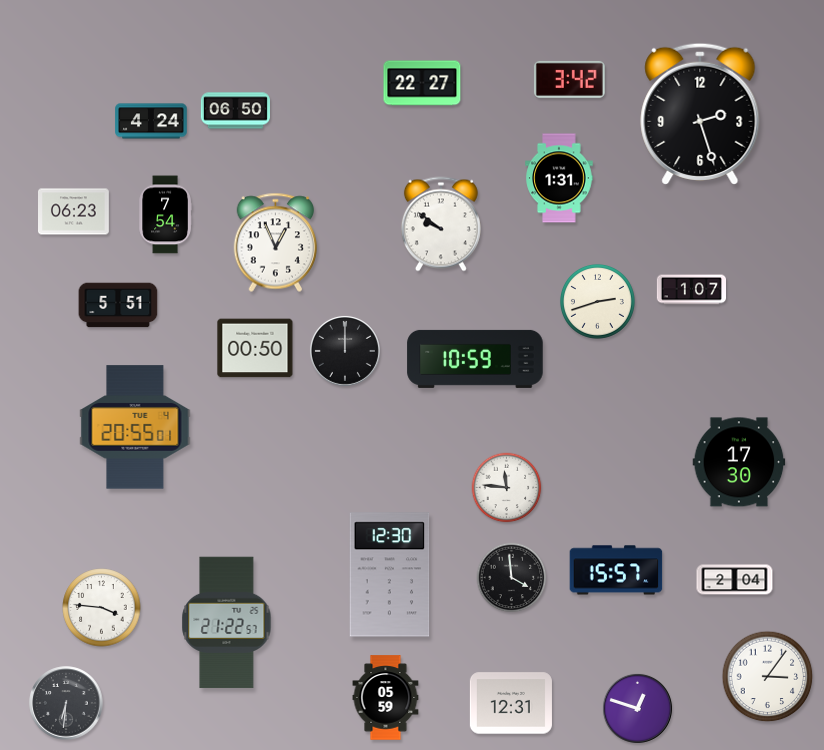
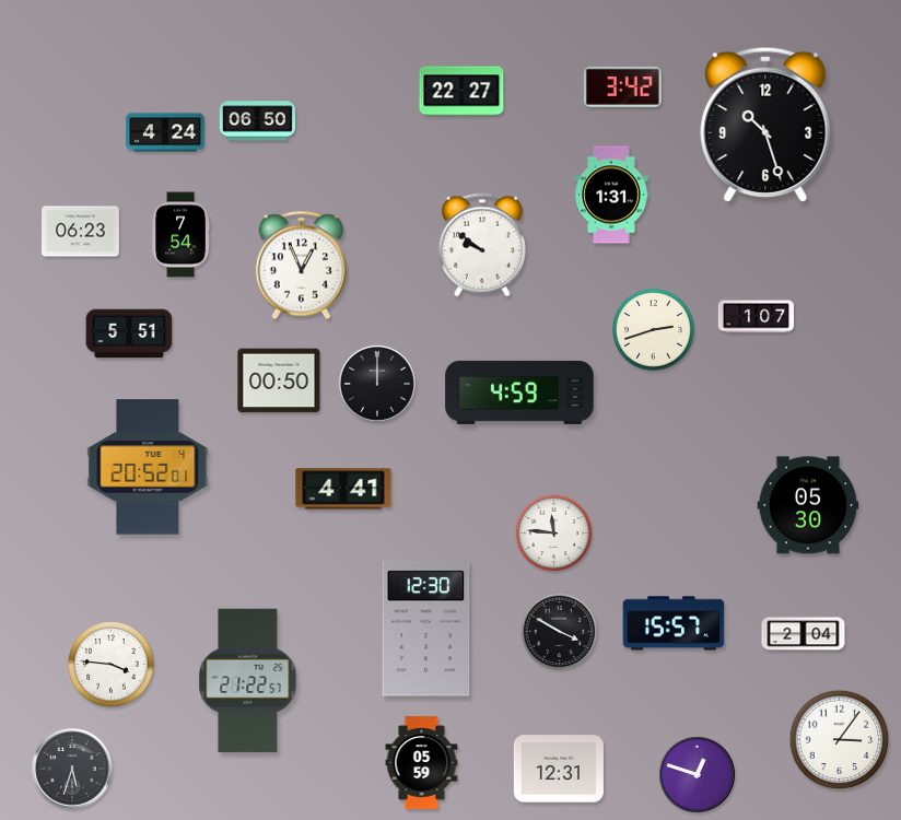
clock at (700, 114): 2:27 -> 10:27
clock at (475, 359): 10:59 -> 4:59
clock at (135, 427): 20:55 -> 20:52
clock at (343, 489): none -> 4:41
clock at (739, 462): 17:30 -> 05:30
clock at (512, 578): 3:59 -> 3:50
clock at (66, 703): 6:31 -> 5:33
